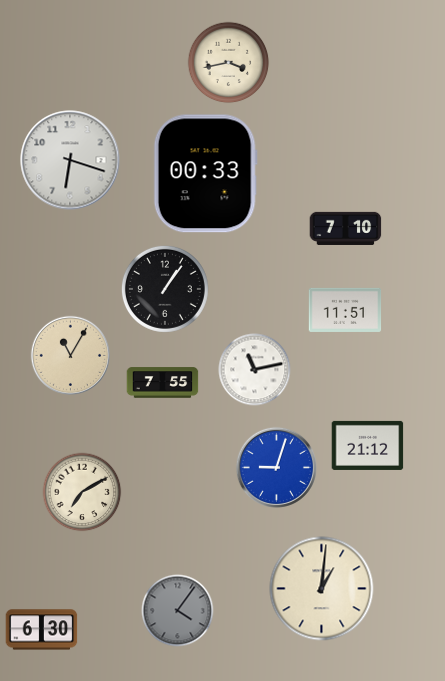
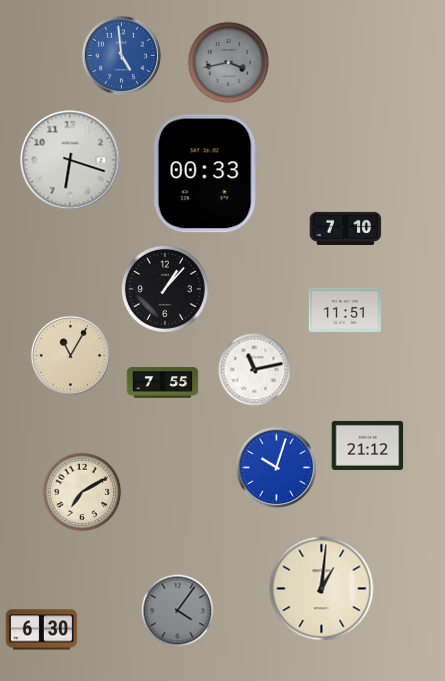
clock at (121, 55): none -> 4:59
clock at (229, 63) dial: cream -> grey
clock at (165, 289): 1:06 -> 1:07
clock at (276, 467): 9:03 -> 10:03
